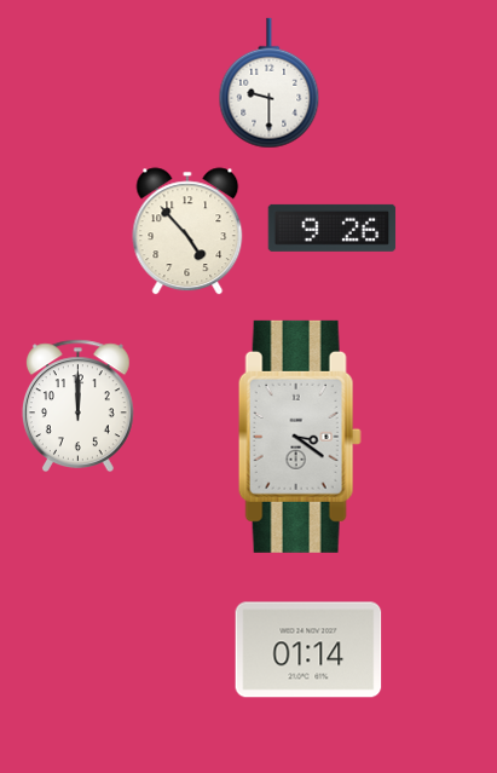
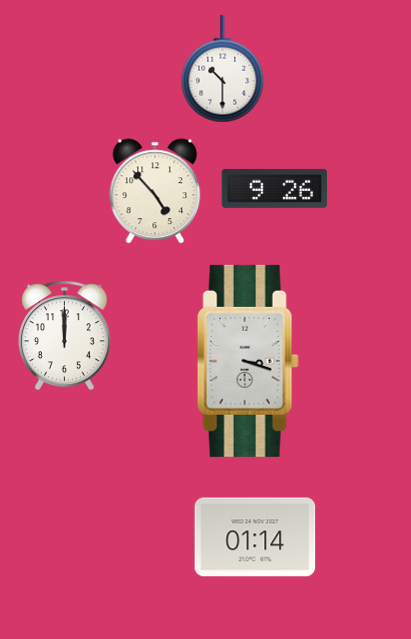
clock at (270, 83): 9:30 -> 10:30
clock at (300, 437): 3:21 -> 3:18
